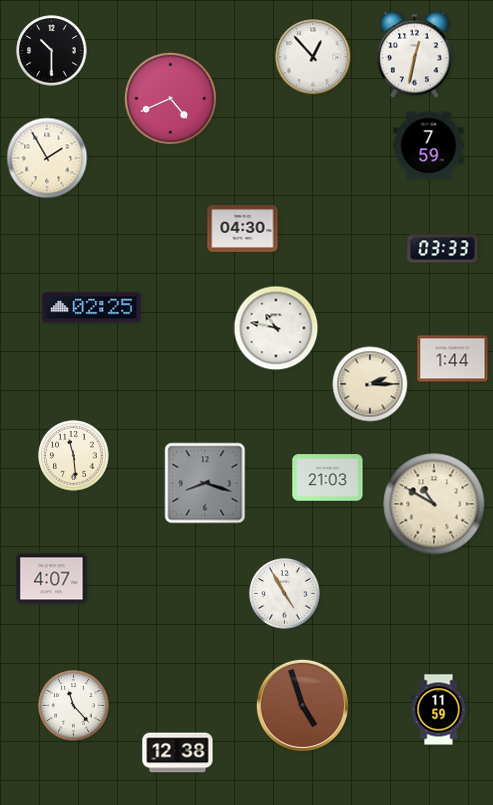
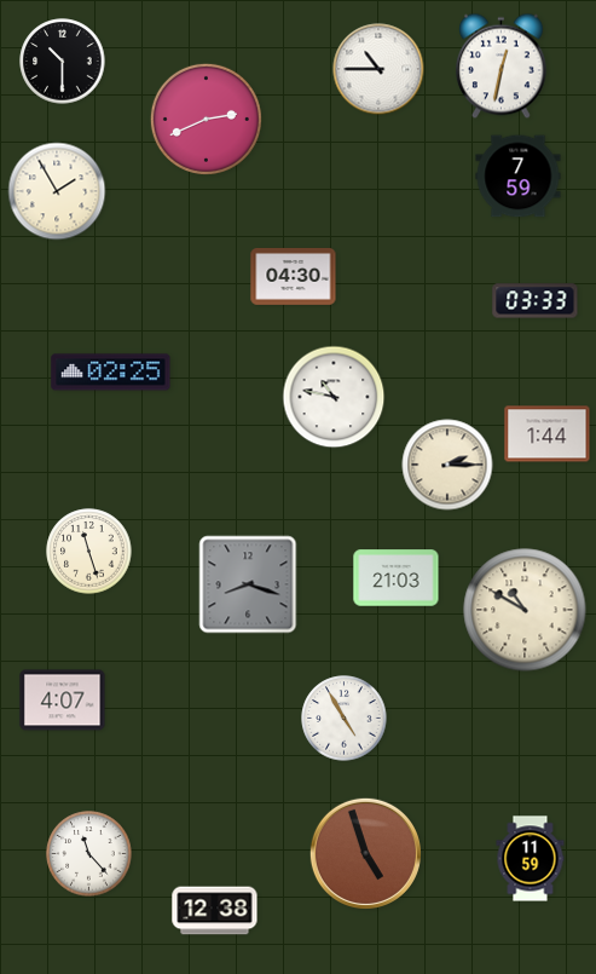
clock at (313, 57): 12:53 -> 10:45
clock at (170, 98): 4:41 -> 2:41
clock at (74, 456): 11:29 -> 11:27
